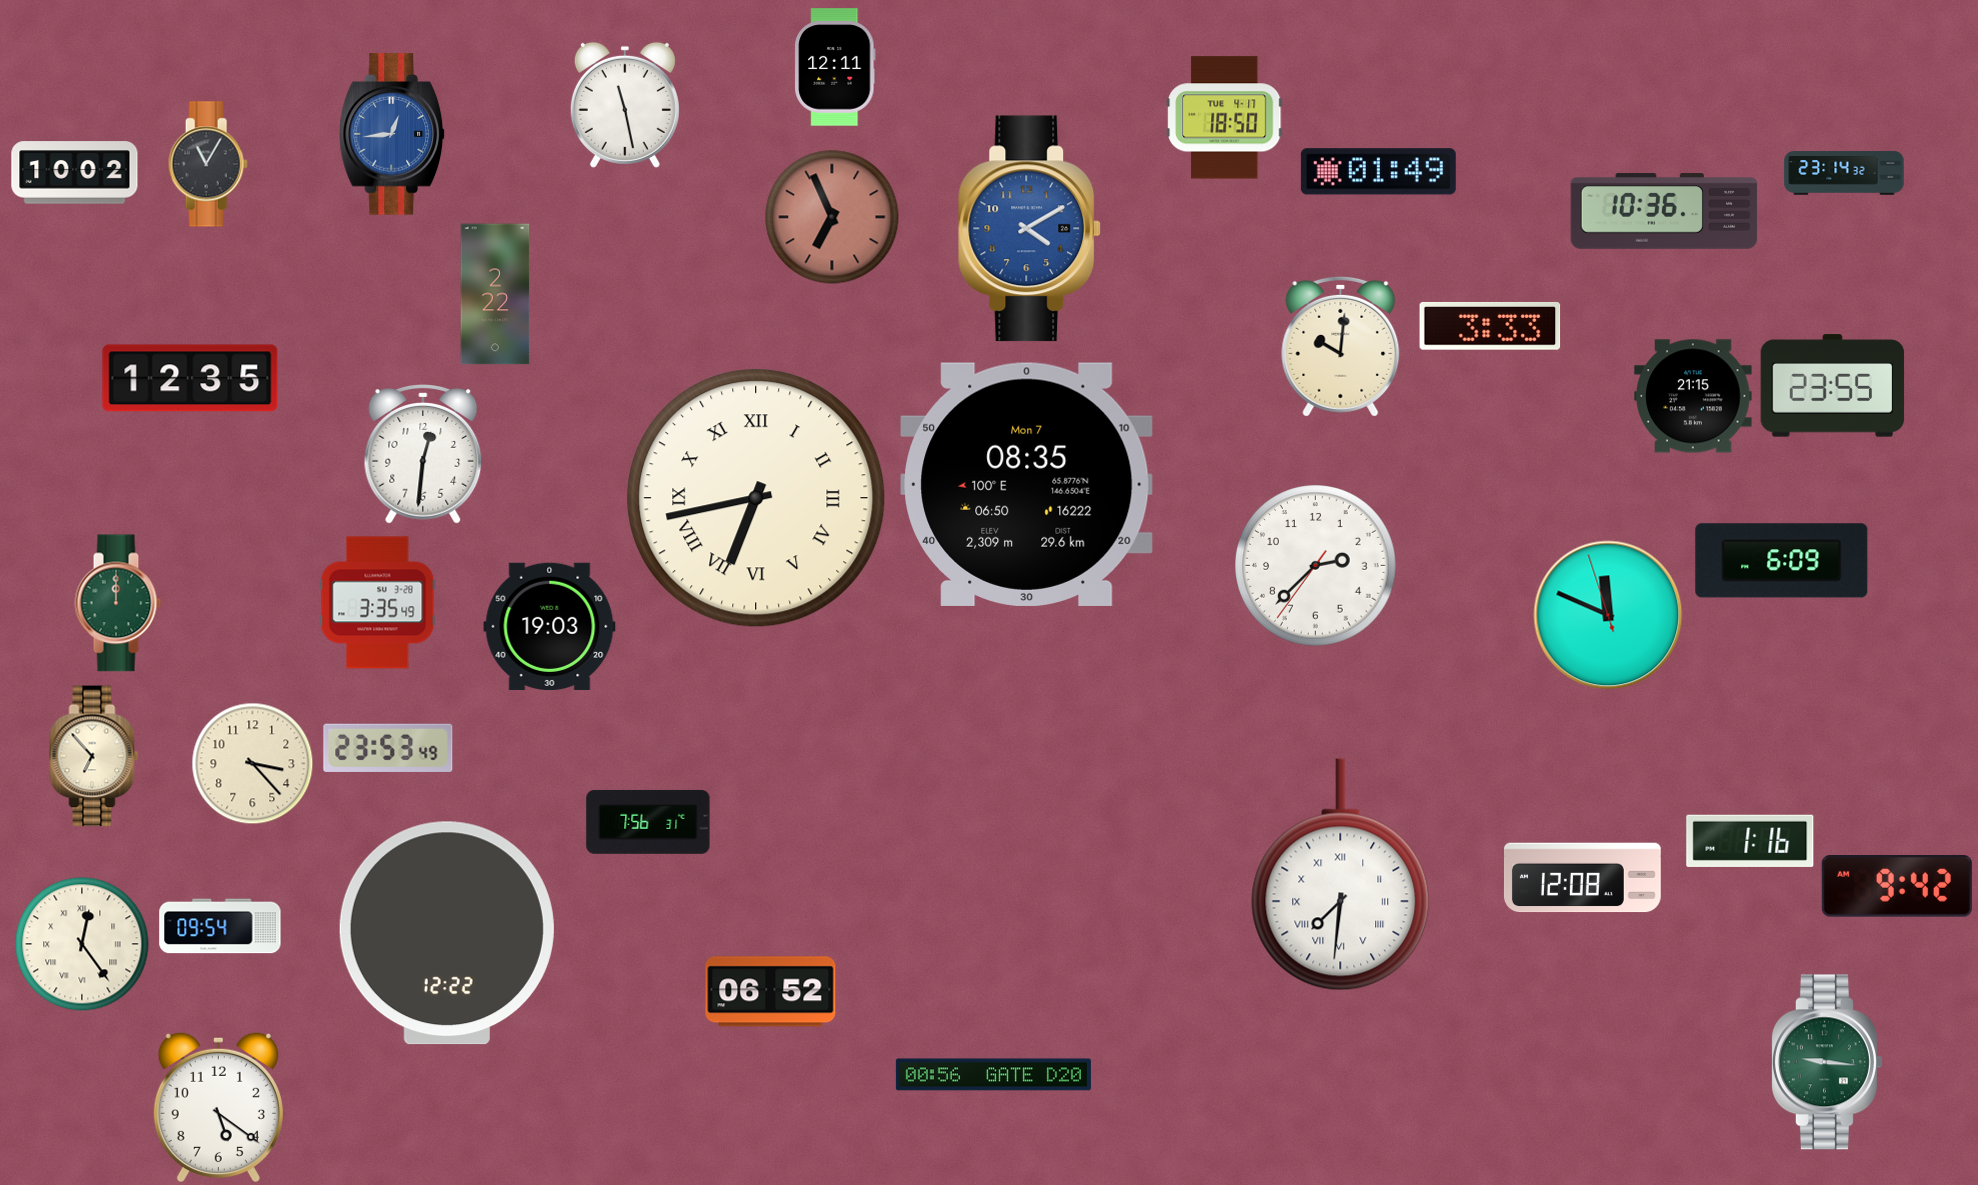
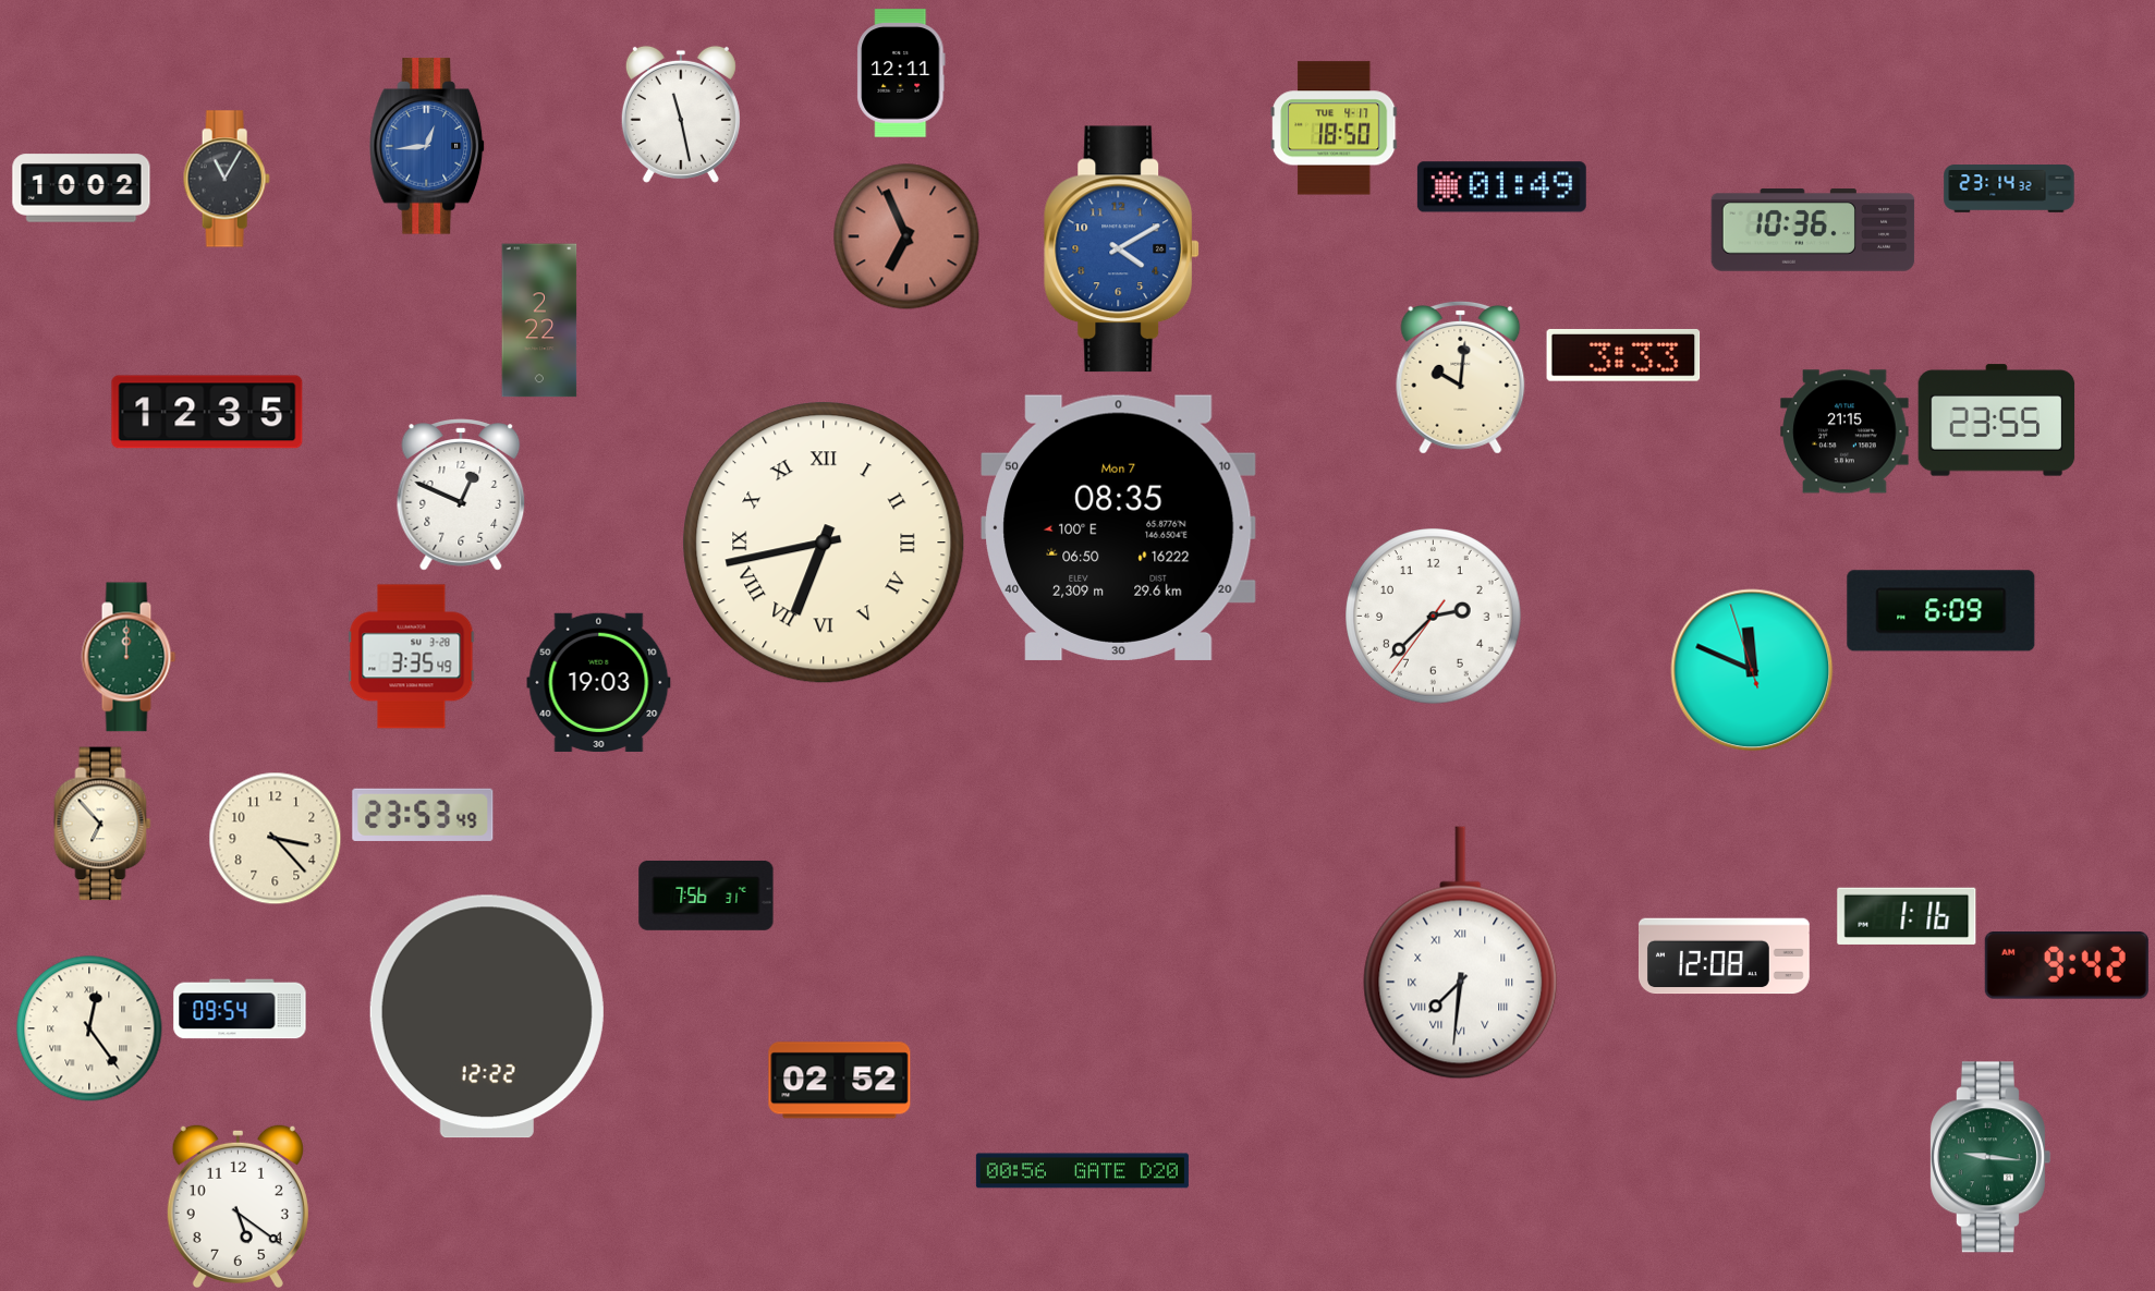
clock at (835, 67) position: (835, 67) -> (901, 73)
clock at (423, 454): 12:31 -> 12:49
clock at (253, 764) position: (253, 764) -> (276, 839)
clock at (771, 992): 06:52 -> 02:52
